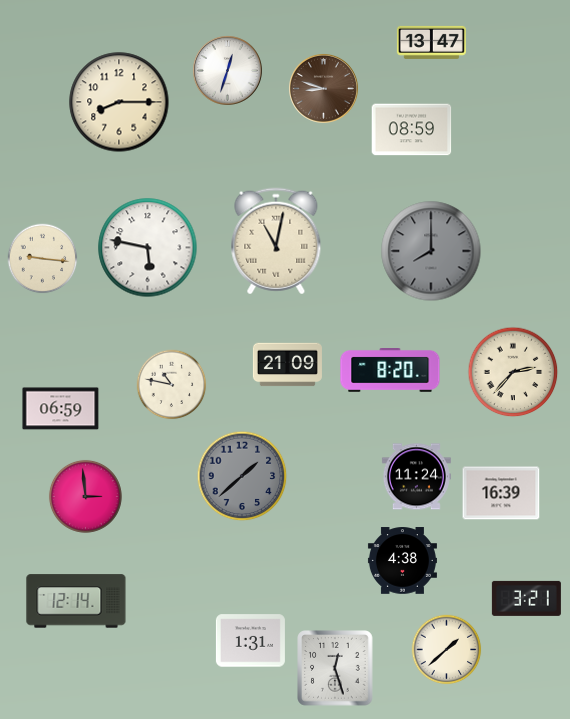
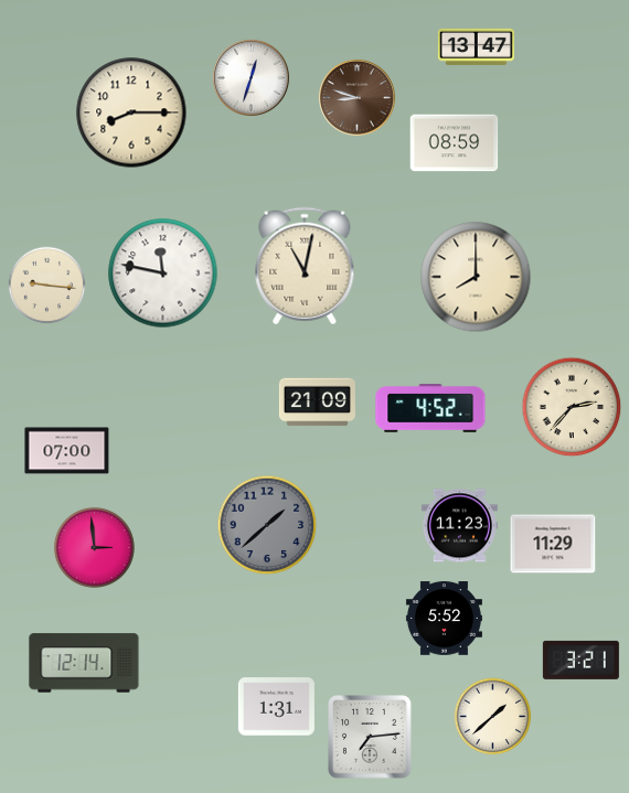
clock at (148, 248): 5:47 -> 11:47
clock at (431, 251) dial: grey -> cream
clock at (390, 371): 8:20 -> 4:52
clock at (513, 372) position: (513, 372) -> (572, 407)
clock at (172, 385): 10:47 -> none
clock at (61, 409): 06:59 -> 07:00
clock at (416, 477): 11:24 -> 11:23
clock at (501, 493): 16:39 -> 11:29
clock at (402, 561): 4:38 -> 5:52
clock at (335, 668): 12:27 -> 7:14
